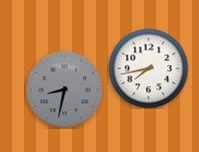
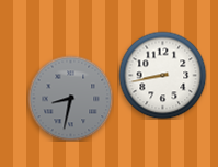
clock at (148, 68): 7:43 -> 8:43
